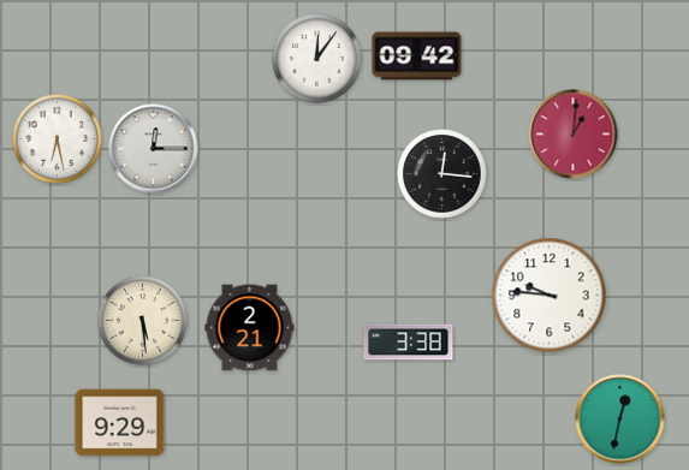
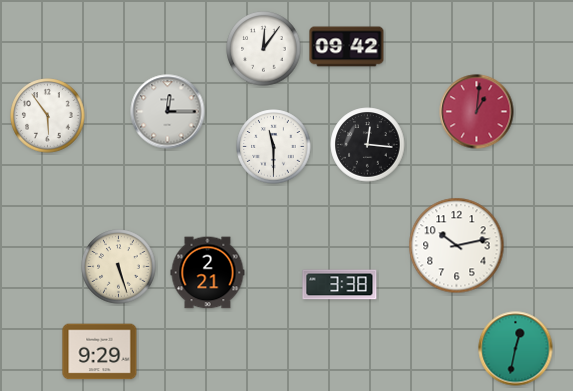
clock at (58, 139): 6:28 -> 5:54
clock at (154, 149) position: (154, 149) -> (168, 112)
clock at (274, 147): none -> 11:30
clock at (550, 296): 9:46 -> 10:13
clock at (143, 321): 5:29 -> 5:27
